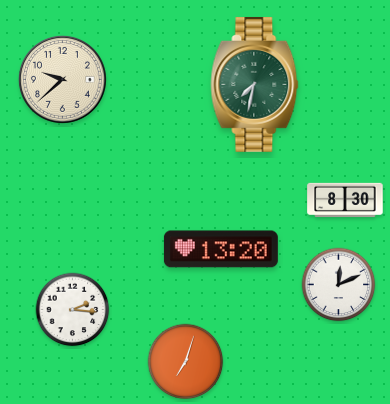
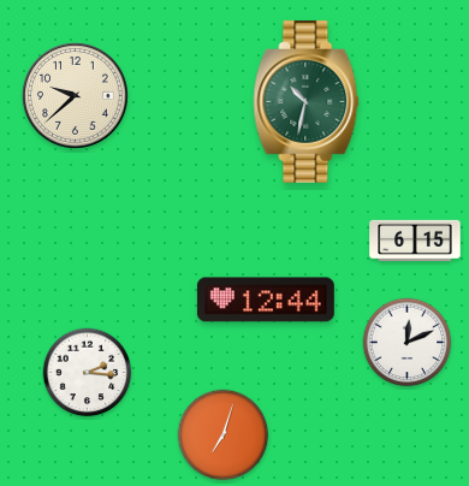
clock at (255, 84): 7:32 -> 10:32
clock at (345, 200): 8:30 -> 6:15
clock at (221, 249): 13:20 -> 12:44
